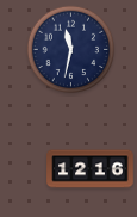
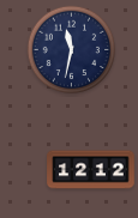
clock at (91, 169): 12:16 -> 12:12
